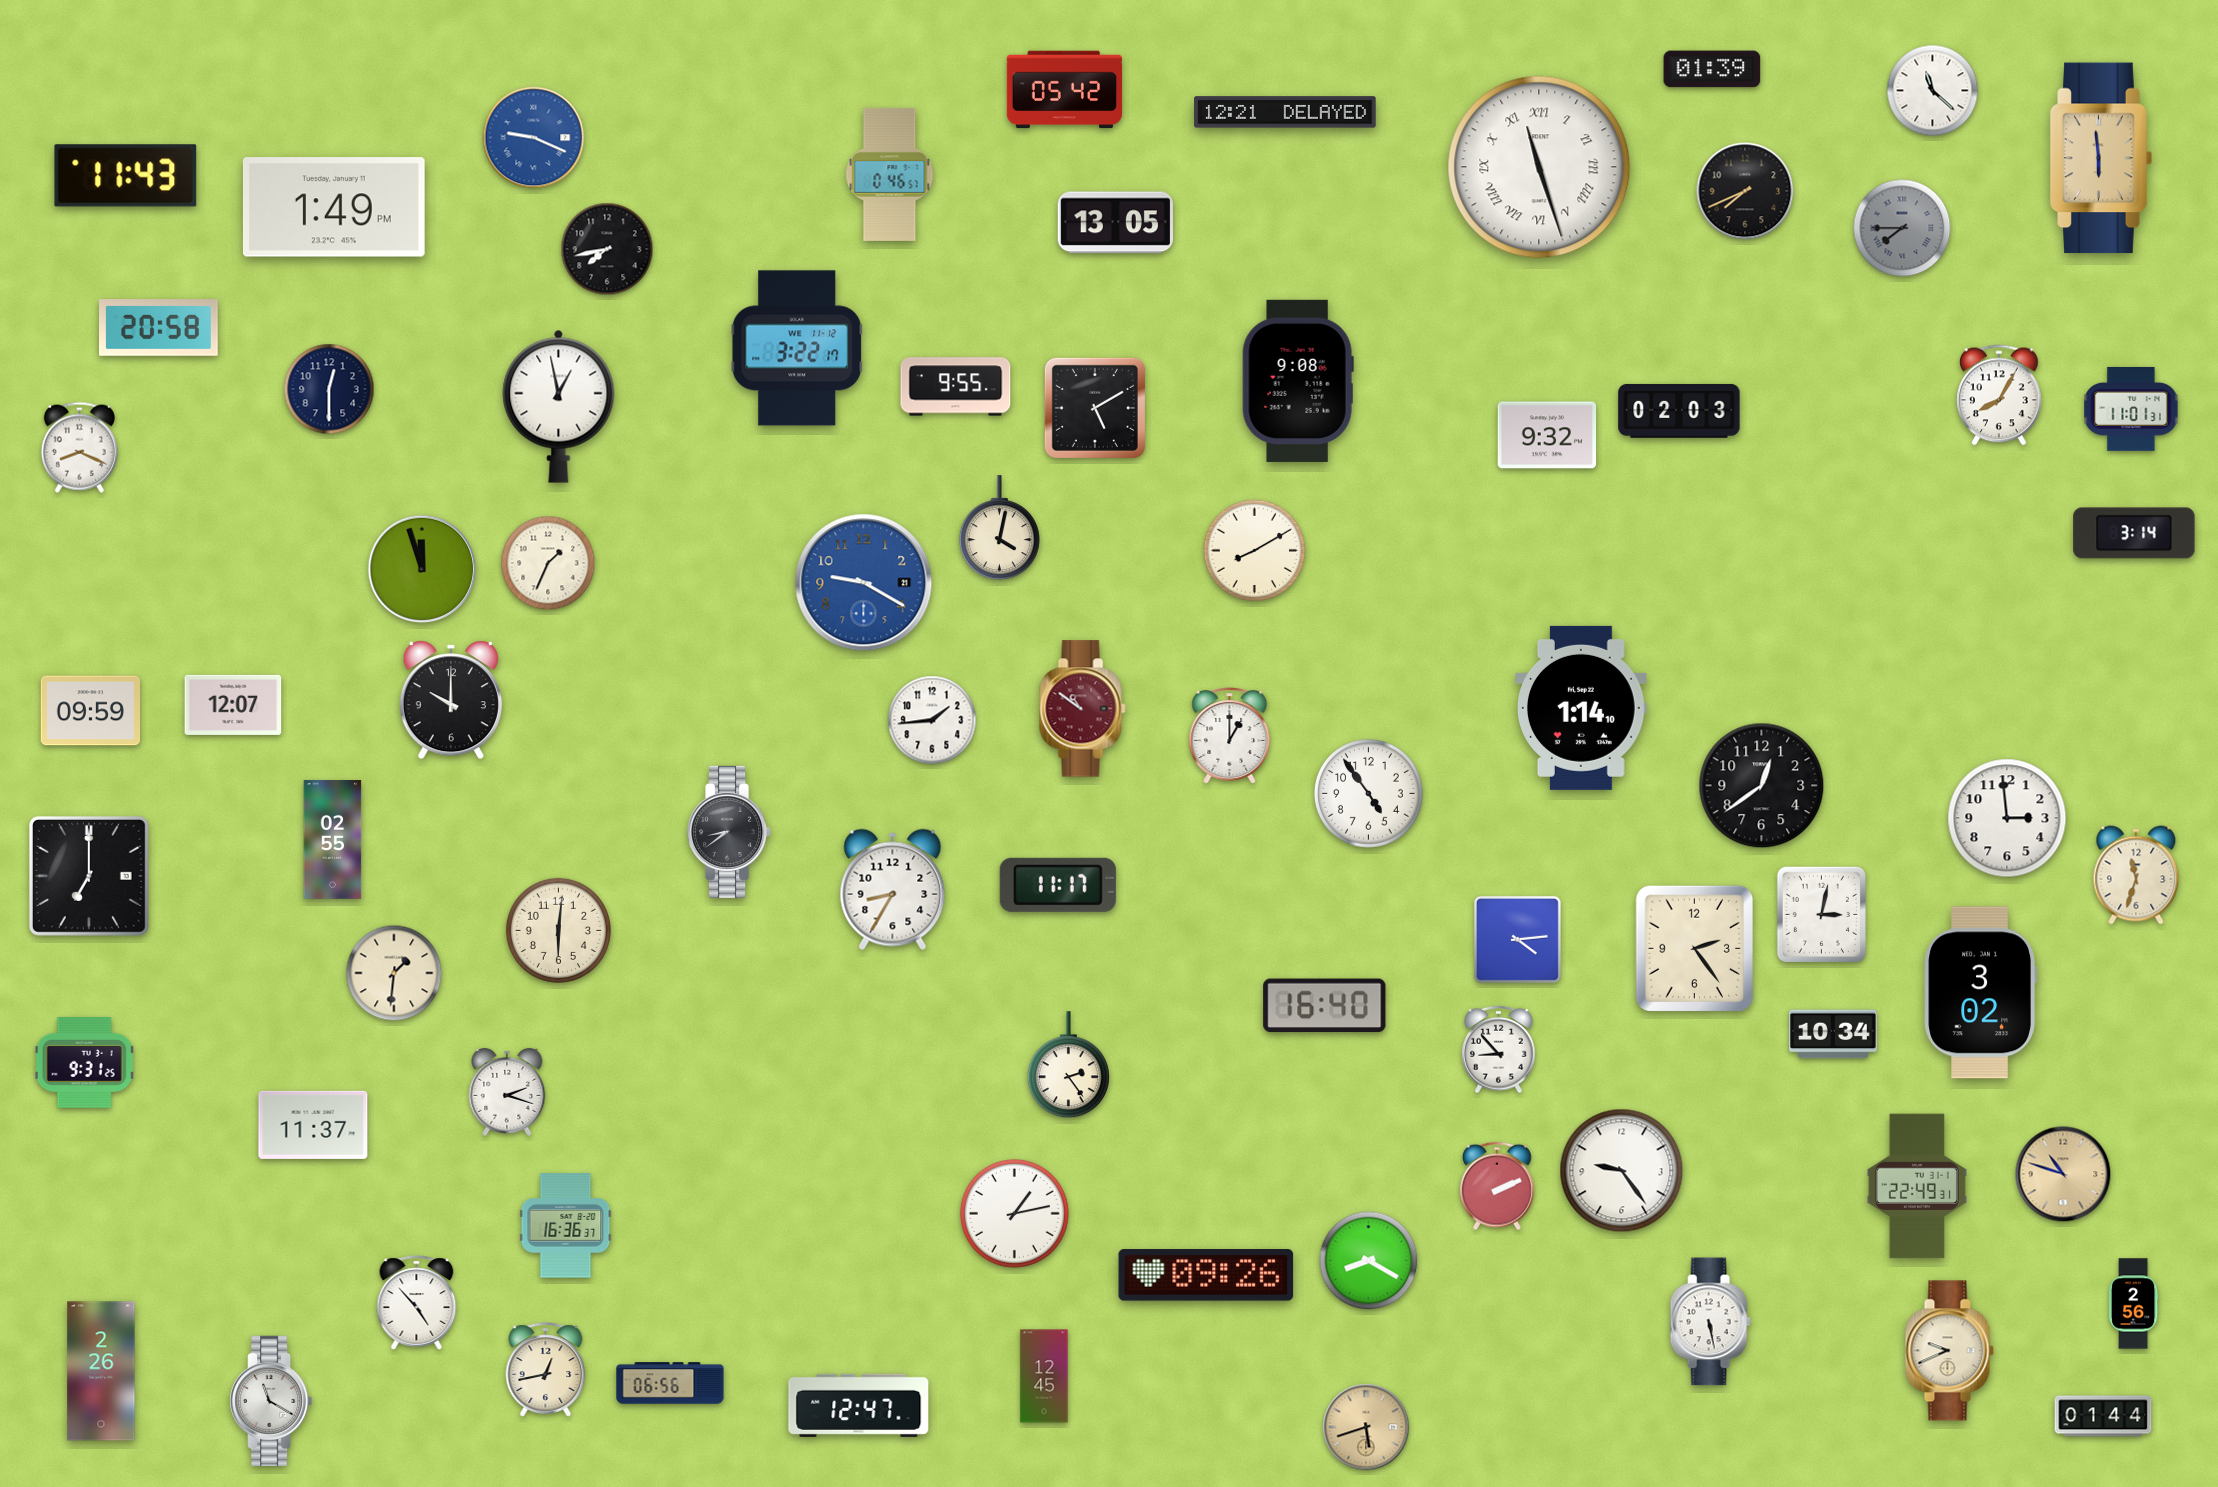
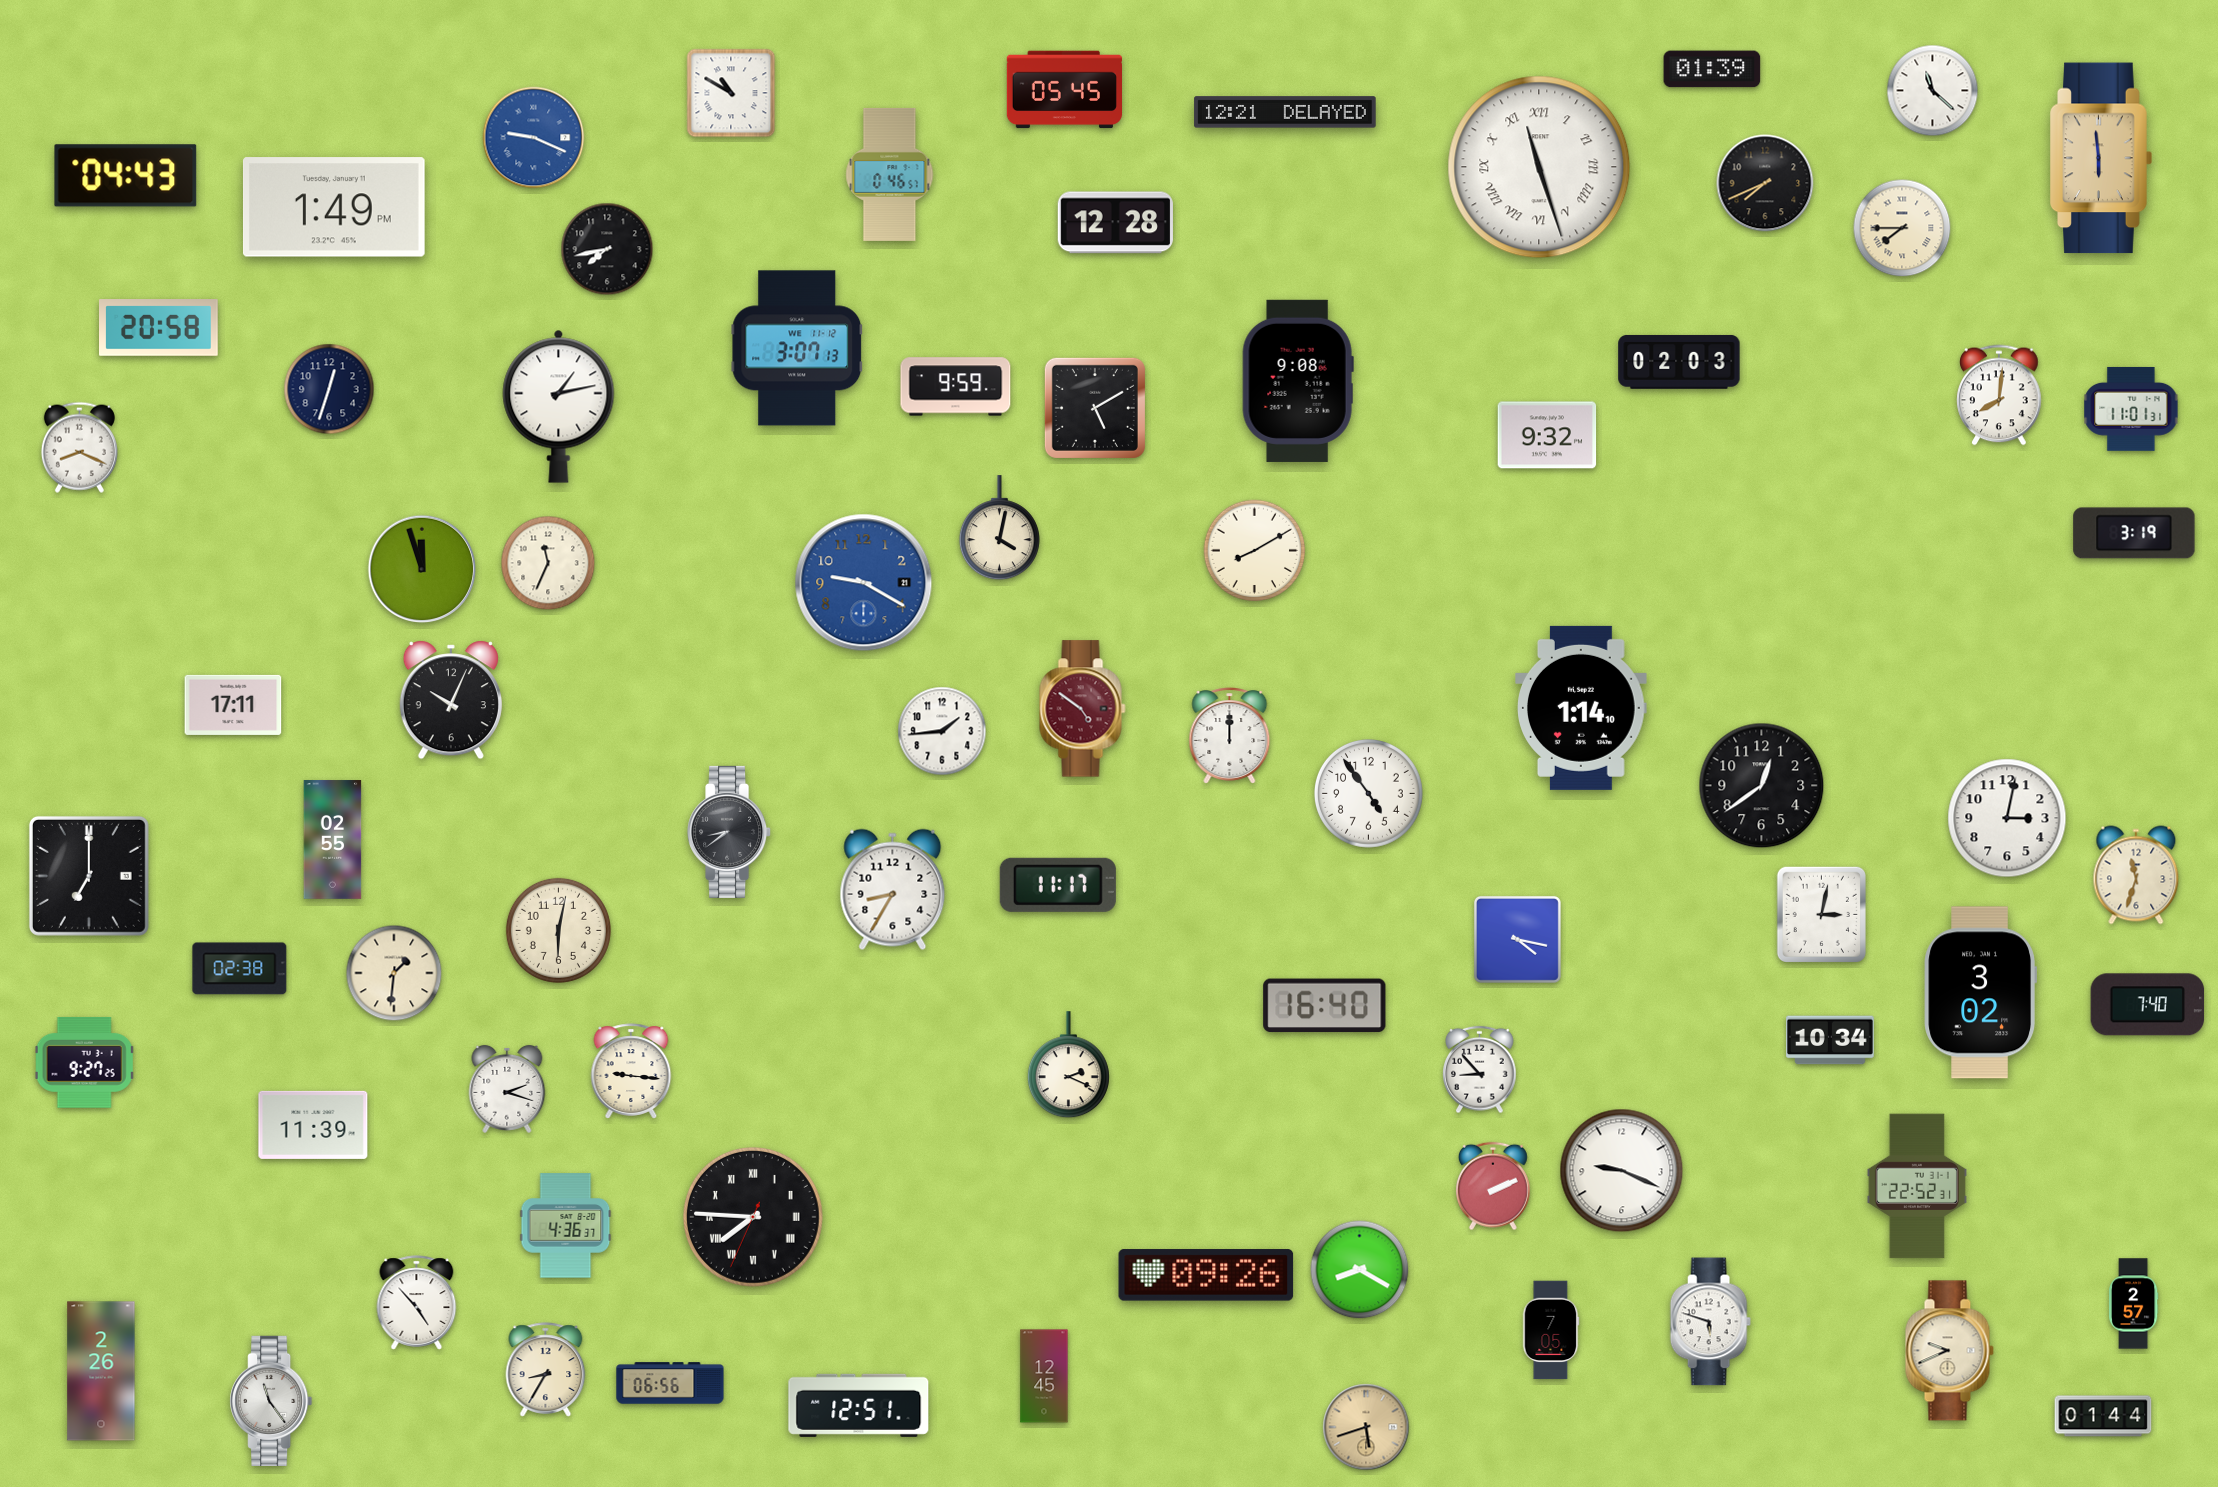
clock at (1064, 90): 05:42 -> 05:45
clock at (731, 93): none -> 10:50
clock at (126, 176): 11:43 -> 04:43
clock at (1745, 191) position: (1745, 191) -> (1765, 183)
clock at (1115, 223): 13:05 -> 12:28
clock at (1902, 228) dial: grey -> cream
clock at (797, 348): 3:22 -> 3:07
clock at (956, 387): 9:55 -> 9:59
clock at (329, 389): 12:30 -> 12:33
clock at (1999, 395): 8:05 -> 8:01
clock at (559, 406): 12:58 -> 1:13
clock at (1679, 411) position: (1679, 411) -> (1679, 362)
clock at (2134, 533): 3:14 -> 3:19
clock at (548, 563): 1:34 -> 11:34
clock at (451, 700): 10:00 -> 10:04
clock at (233, 705): 12:07 -> 17:11
clock at (1083, 709): 10:51 -> 4:51
clock at (90, 711): 09:59 -> none
clock at (932, 720) position: (932, 720) -> (942, 731)
clock at (1230, 736): 1:00 -> 12:00
clock at (2007, 818): 2:59 -> 3:02
clock at (558, 930): 6:01 -> 6:02
clock at (1517, 939): 4:14 -> 4:17
clock at (1694, 948): 2:24 -> none
clock at (240, 969): none -> 02:38
clock at (2148, 1005): none -> 7:40
clock at (1833, 1034) position: (1833, 1034) -> (1830, 1040)
clock at (1499, 1050) position: (1499, 1050) -> (1480, 1070)
clock at (85, 1062): 9:31 -> 9:27
clock at (1068, 1065): 2:24 -> 2:19
clock at (631, 1071): none -> 9:16
clock at (507, 1092) position: (507, 1092) -> (507, 1089)
clock at (313, 1125): 11:37 -> 11:39
clock at (1622, 1171): 9:24 -> 9:19
clock at (2063, 1174): 10:48 -> none
clock at (1497, 1186) position: (1497, 1186) -> (1493, 1186)
clock at (1917, 1186): 22:49 -> 22:52
clock at (1014, 1213): 1:13 -> none
clock at (753, 1217): none -> 7:45
clock at (566, 1226): 16:36 -> 4:36
clock at (1369, 1261) position: (1369, 1261) -> (1360, 1270)
clock at (2133, 1304): 2:56 -> 2:57
clock at (1710, 1322): 5:28 -> 5:48
clock at (1551, 1330): none -> 7:05
clock at (546, 1370): 12:43 -> 8:35
clock at (272, 1400): 11:20 -> 11:24
clock at (859, 1405): 12:47 -> 12:51
